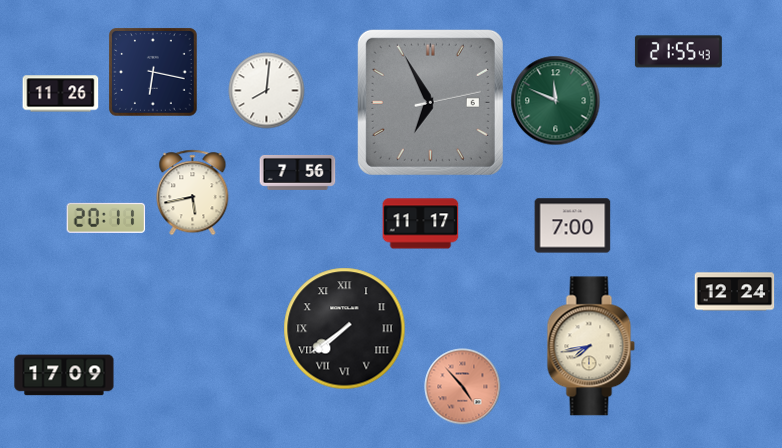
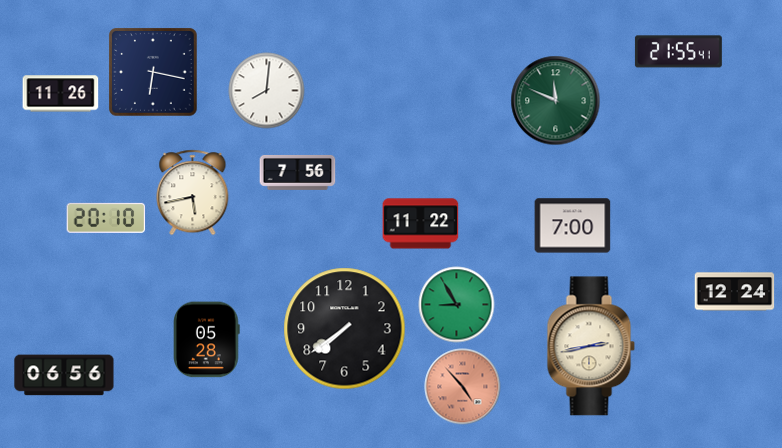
clock at (678, 52): 21:55:43 -> 21:55:41
clock at (430, 102): 6:55 -> none
clock at (106, 218): 20:11 -> 20:10
clock at (421, 224): 11:17 -> 11:22
clock at (457, 305): none -> 8:55
clock at (345, 329) numerals: Roman -> Arabic
clock at (207, 340): none -> 05:28
clock at (591, 346): 7:43 -> 2:43
clock at (64, 375): 17:09 -> 06:56
